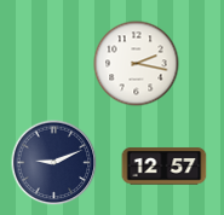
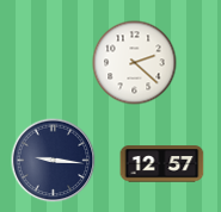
clock at (137, 64): 2:17 -> 2:22
clock at (54, 163): 9:11 -> 9:16
